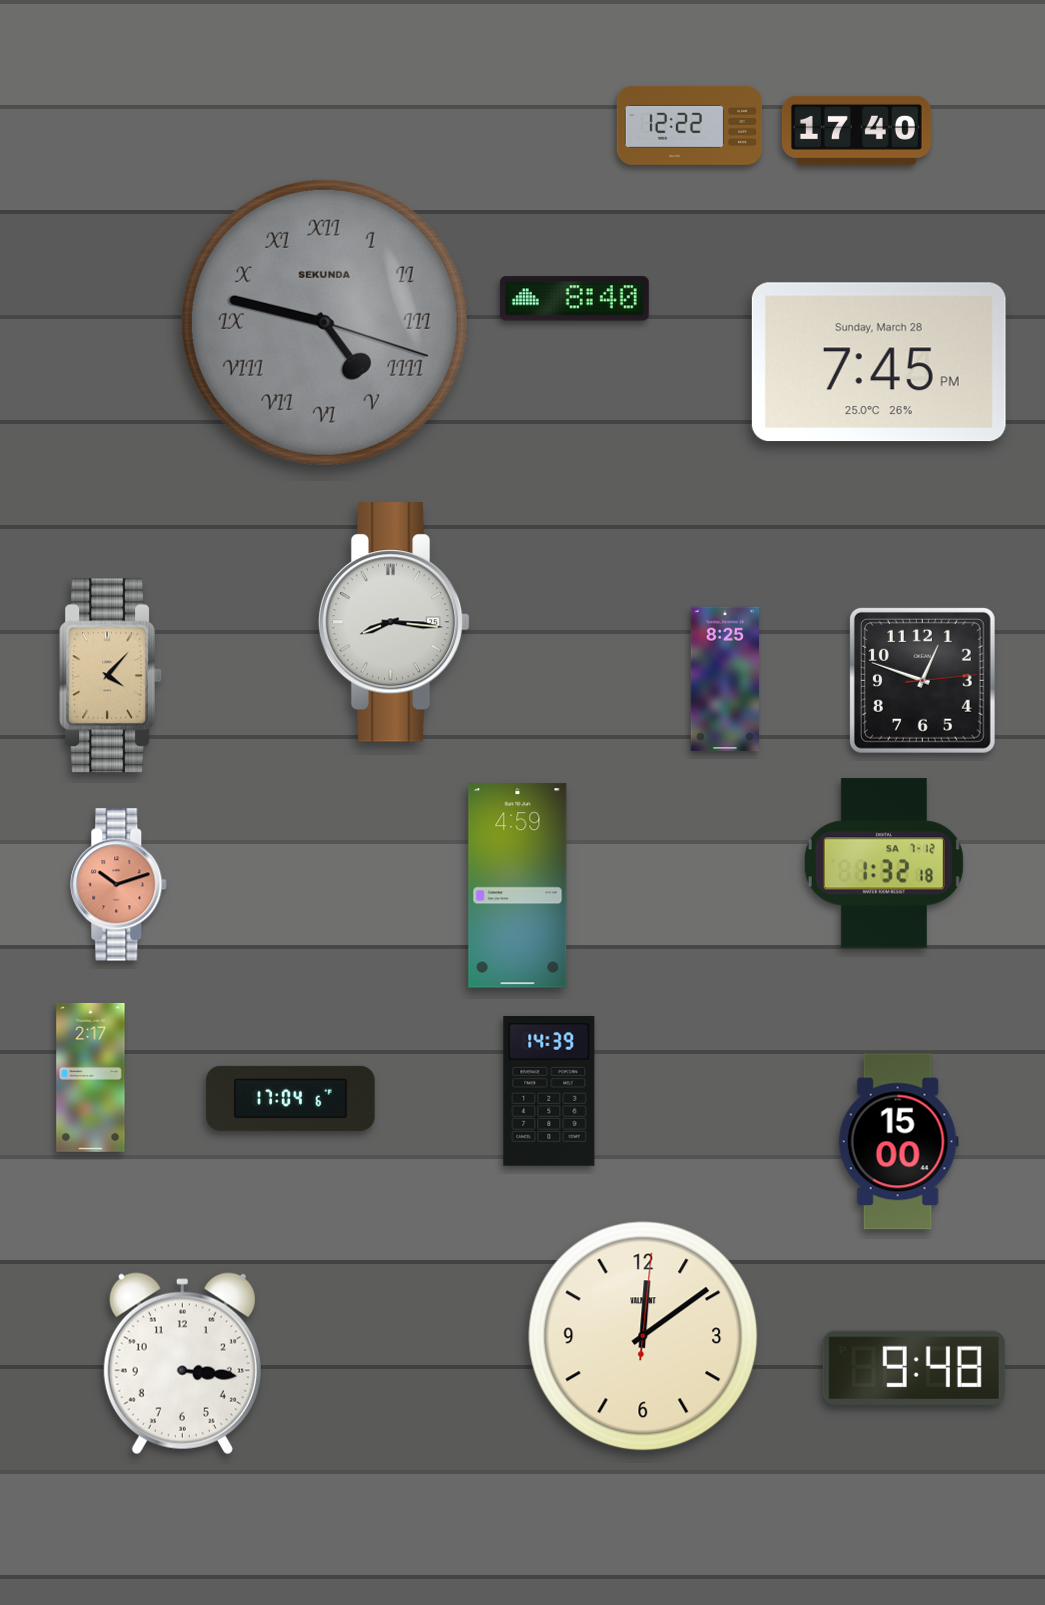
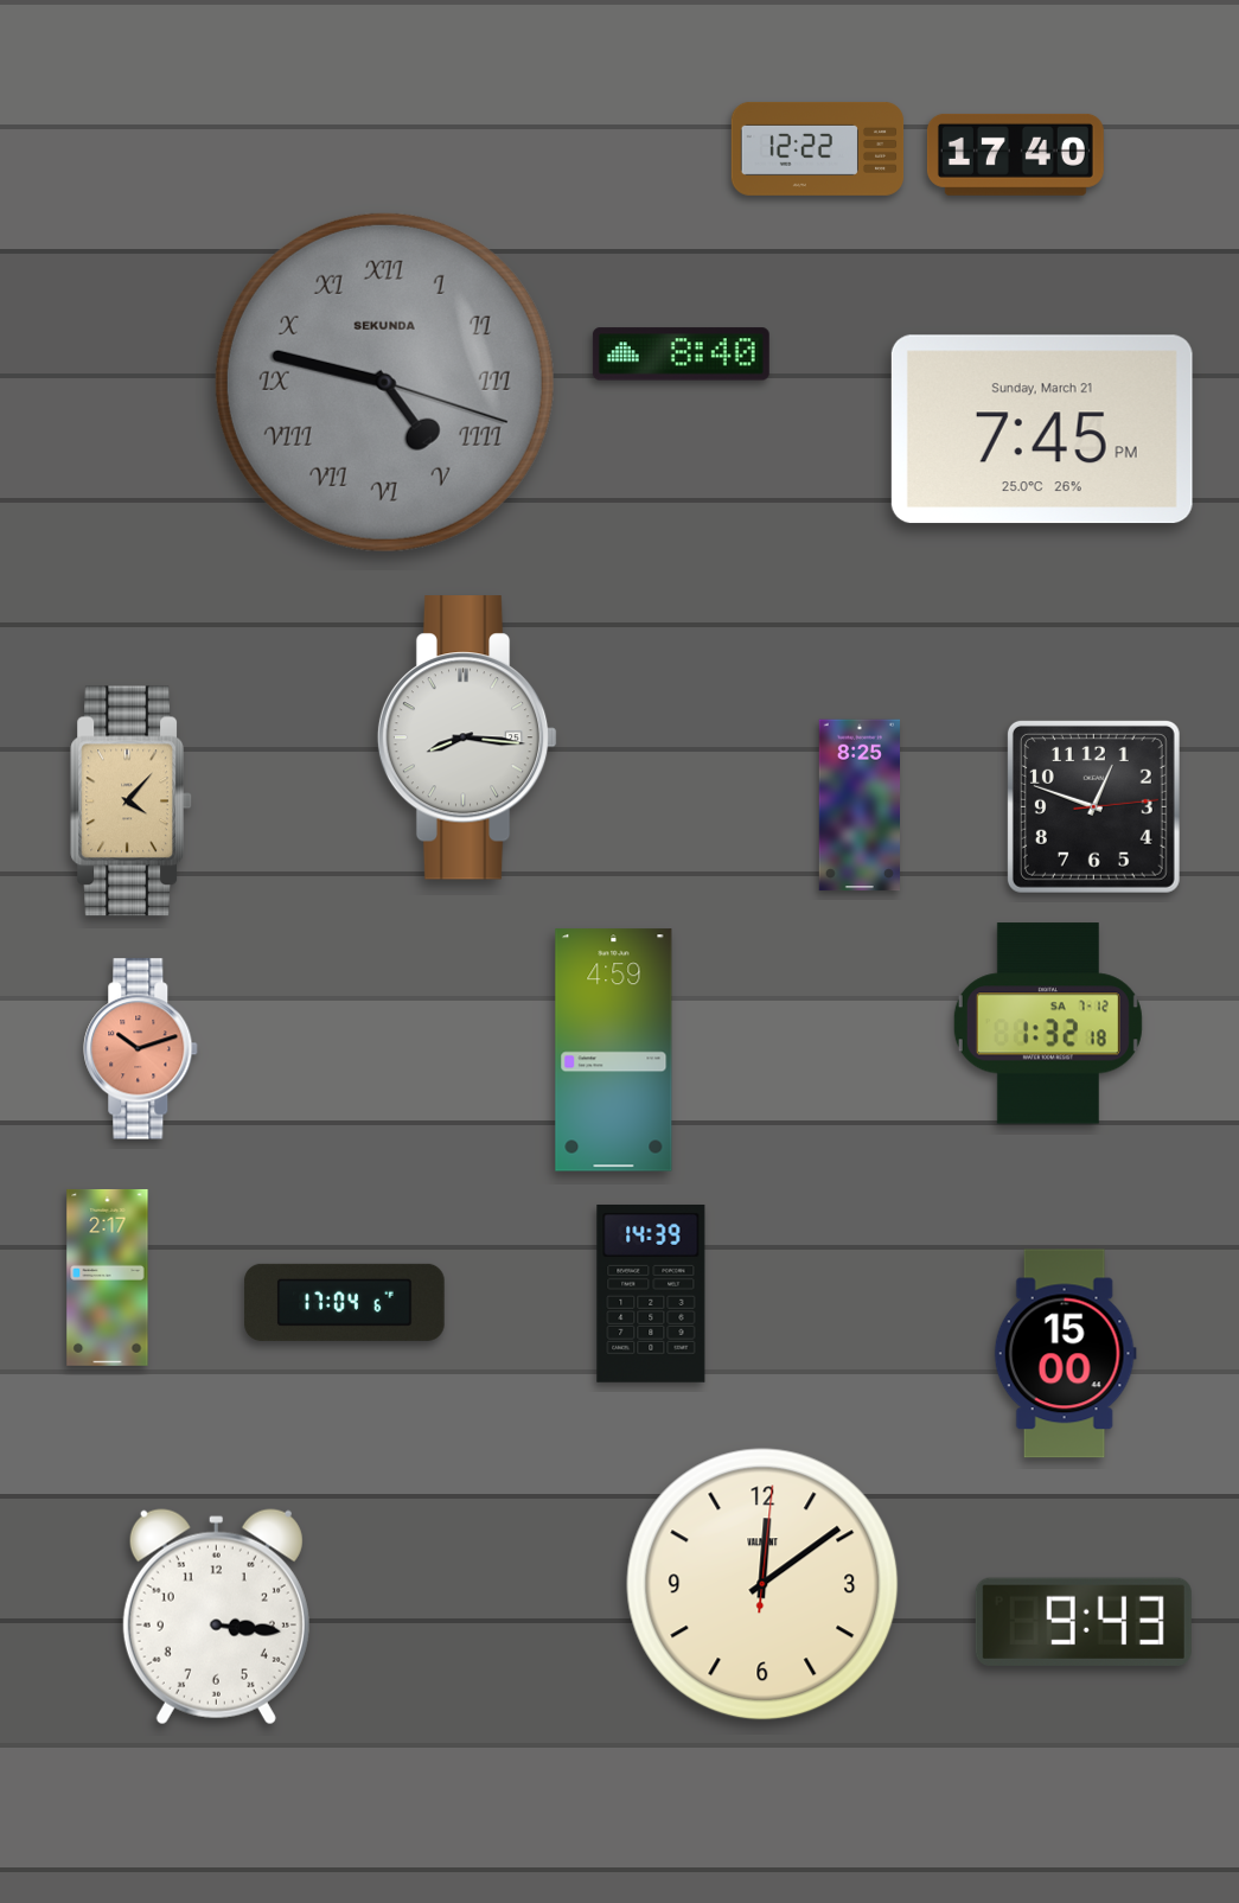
clock at (879, 362) date: Sunday, March 28 -> Sunday, March 21
clock at (914, 1368): 9:48 -> 9:43
